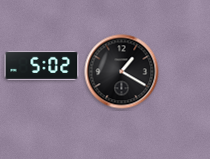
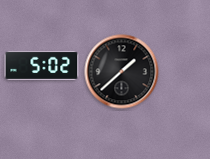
clock at (122, 72): 1:20 -> 1:38
